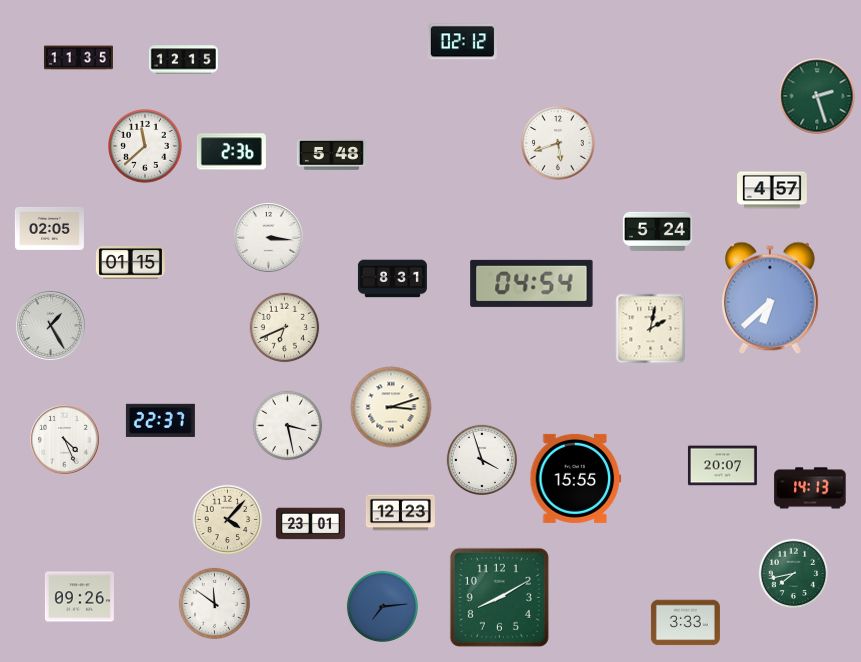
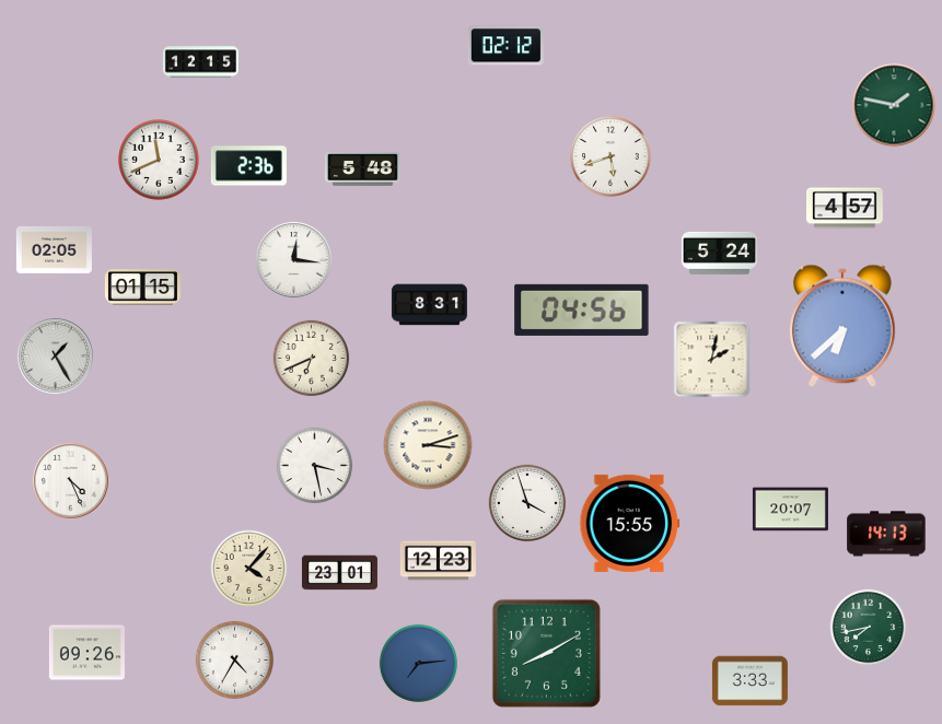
clock at (78, 58): 11:35 -> none
clock at (183, 60) position: (183, 60) -> (200, 62)
clock at (817, 96): 2:27 -> 1:47
clock at (146, 147): 11:38 -> 11:41
clock at (231, 152) position: (231, 152) -> (248, 166)
clock at (269, 238): 3:16 -> 12:16
clock at (532, 283): 04:54 -> 04:56
clock at (160, 420): 22:37 -> none
clock at (214, 603): 11:51 -> 4:35
